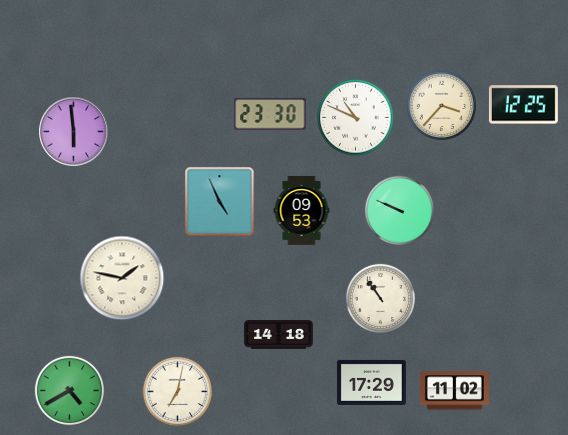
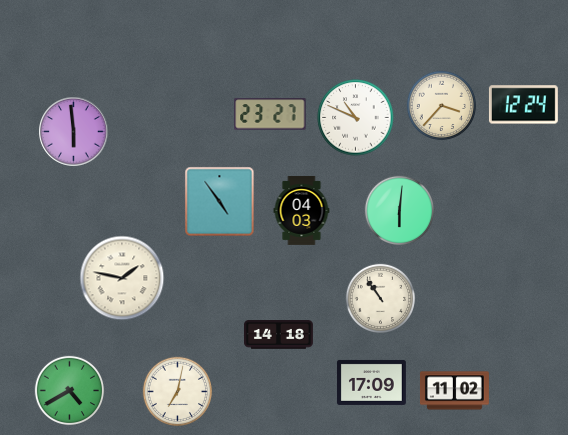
clock at (523, 105): 12:25 -> 12:24
clock at (270, 114): 23:30 -> 23:27
clock at (220, 202): 4:56 -> 4:54
clock at (302, 210): 09:53 -> 04:03
clock at (400, 211): 9:49 -> 6:01
clock at (371, 382): 17:29 -> 17:09
